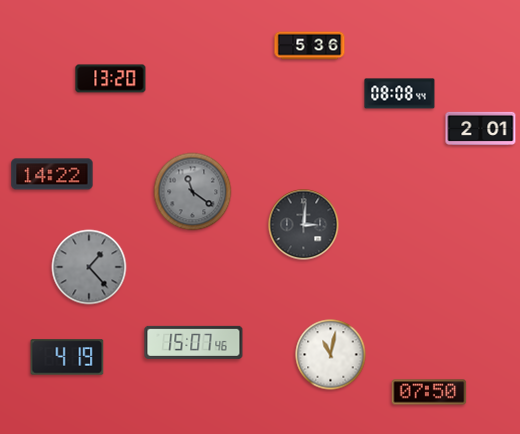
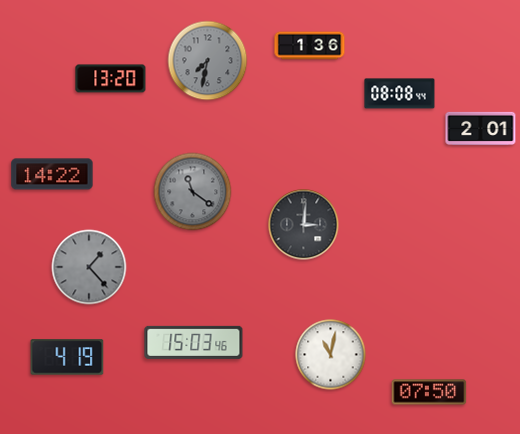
clock at (310, 46): 5:36 -> 1:36
clock at (208, 61): none -> 7:32
clock at (194, 342): 15:07 -> 15:03
